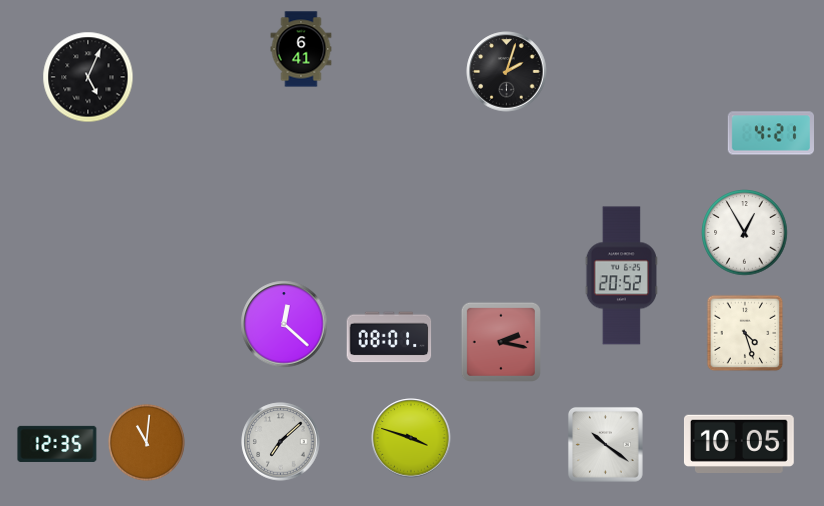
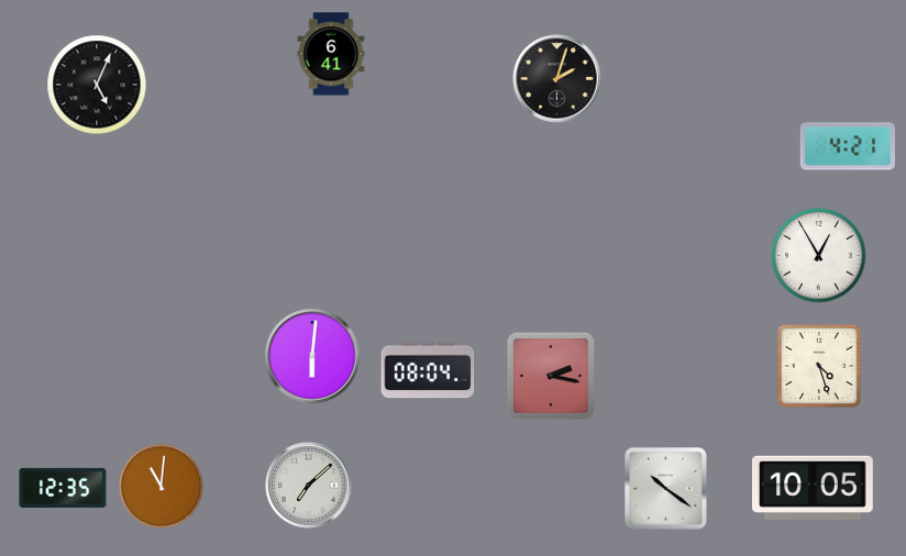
clock at (621, 276): 20:52 -> none
clock at (284, 324): 12:22 -> 6:01
clock at (389, 337): 08:01 -> 08:04
clock at (411, 438): 3:48 -> none
